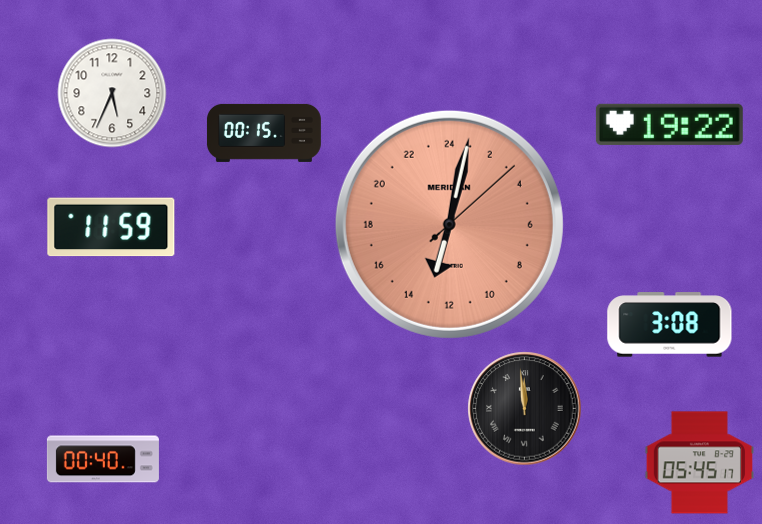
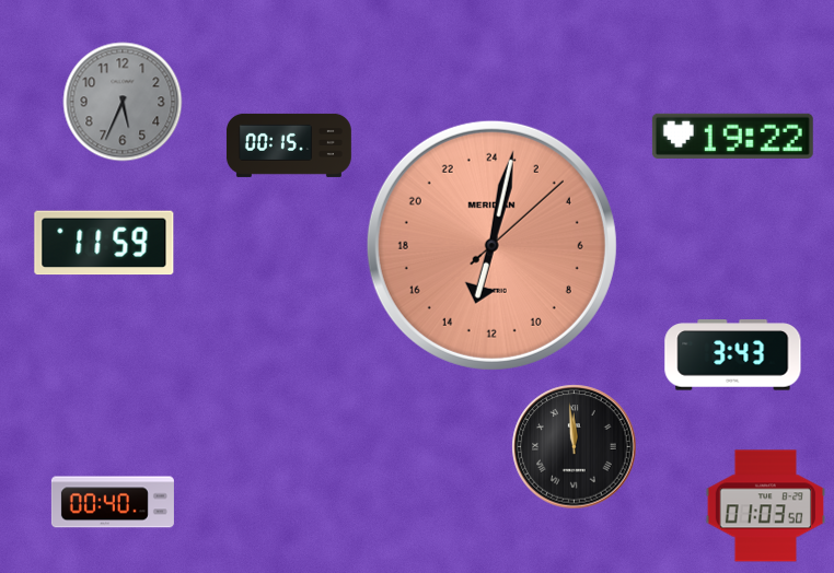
clock at (112, 93) dial: white -> grey
clock at (111, 227) position: (111, 227) -> (104, 243)
clock at (670, 325): 3:08 -> 3:43
clock at (699, 463): 05:45 -> 01:03
